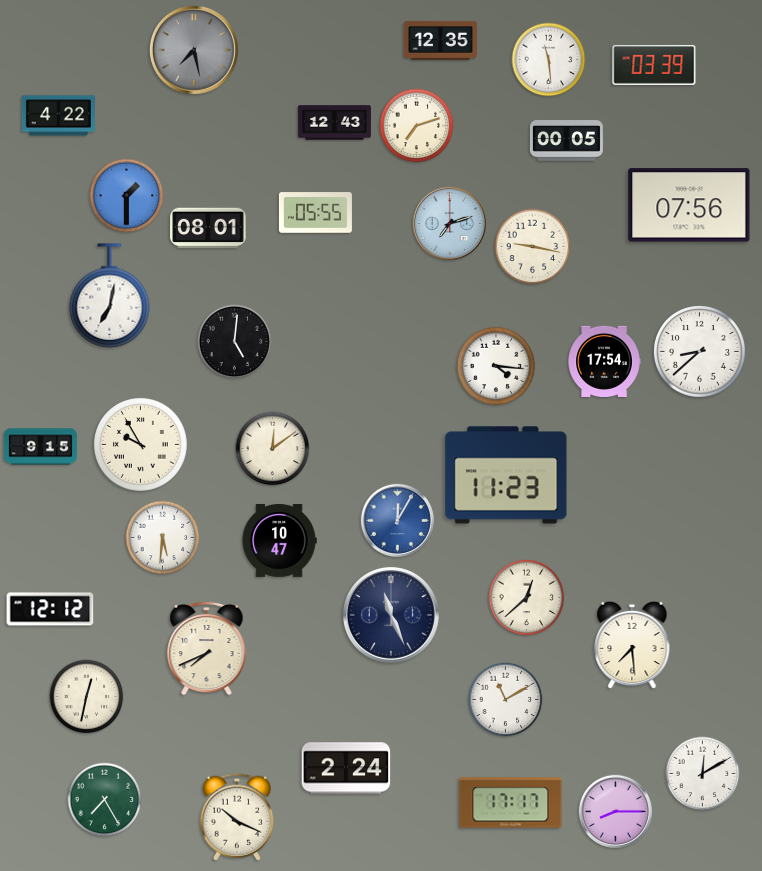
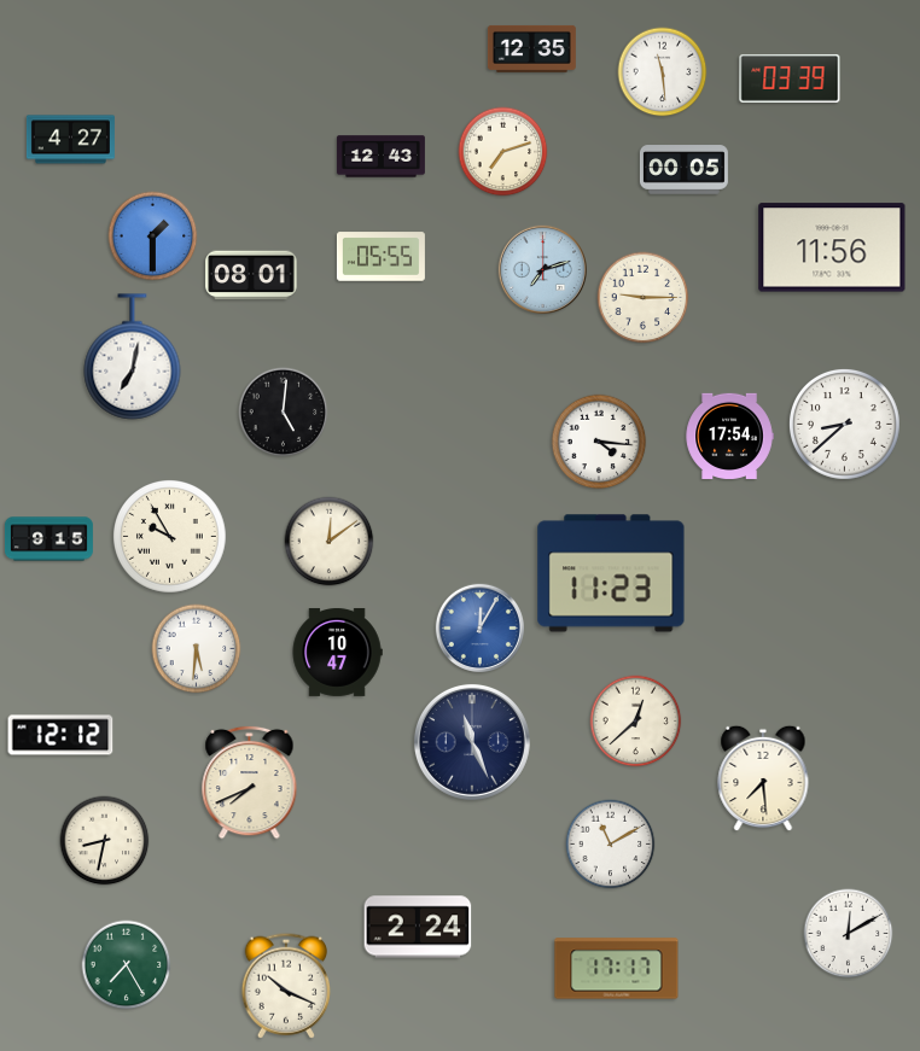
clock at (194, 50): 7:28 -> none
clock at (58, 116): 4:22 -> 4:27
clock at (334, 123) position: (334, 123) -> (380, 157)
clock at (689, 205): 07:56 -> 11:56
clock at (533, 247): 9:17 -> 9:15
clock at (87, 697): 12:32 -> 8:32
clock at (615, 811): 8:15 -> none
